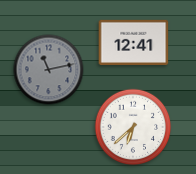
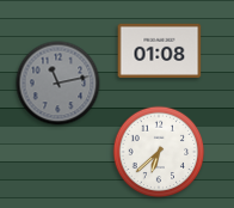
clock at (134, 42): 12:41 -> 01:08
